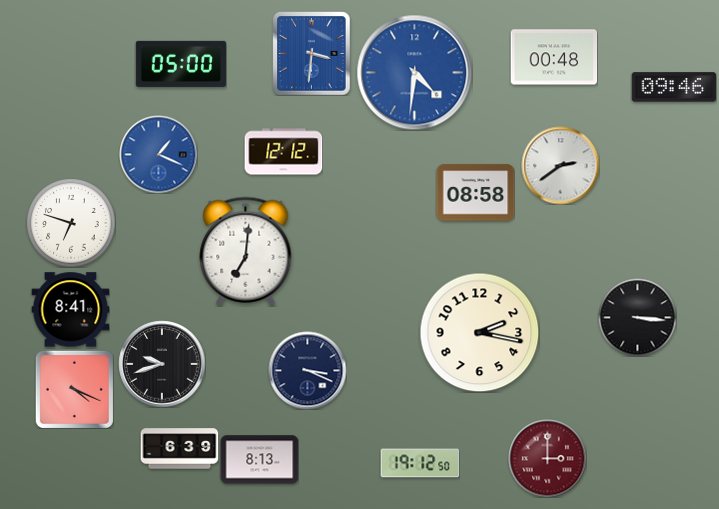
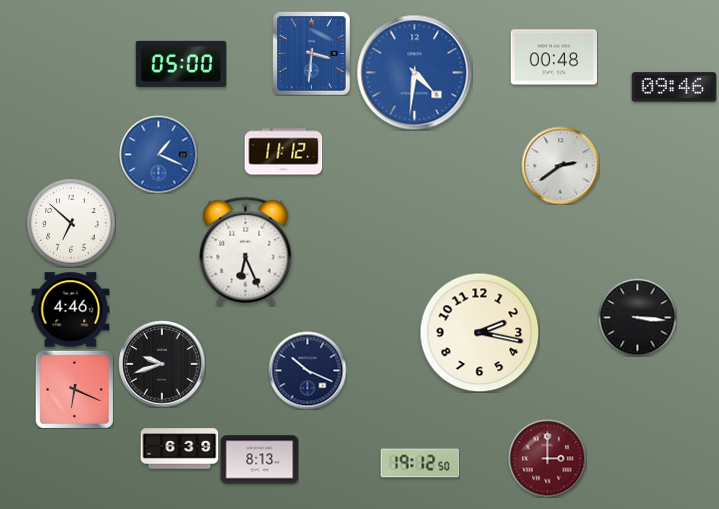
clock at (283, 152): 12:12 -> 11:12
clock at (475, 193): 08:58 -> none
clock at (71, 223): 6:48 -> 6:52
clock at (246, 251): 7:01 -> 6:26
clock at (70, 310): 8:41 -> 4:46
clock at (307, 370): 3:19 -> 10:19
clock at (74, 389): 4:19 -> 6:19
